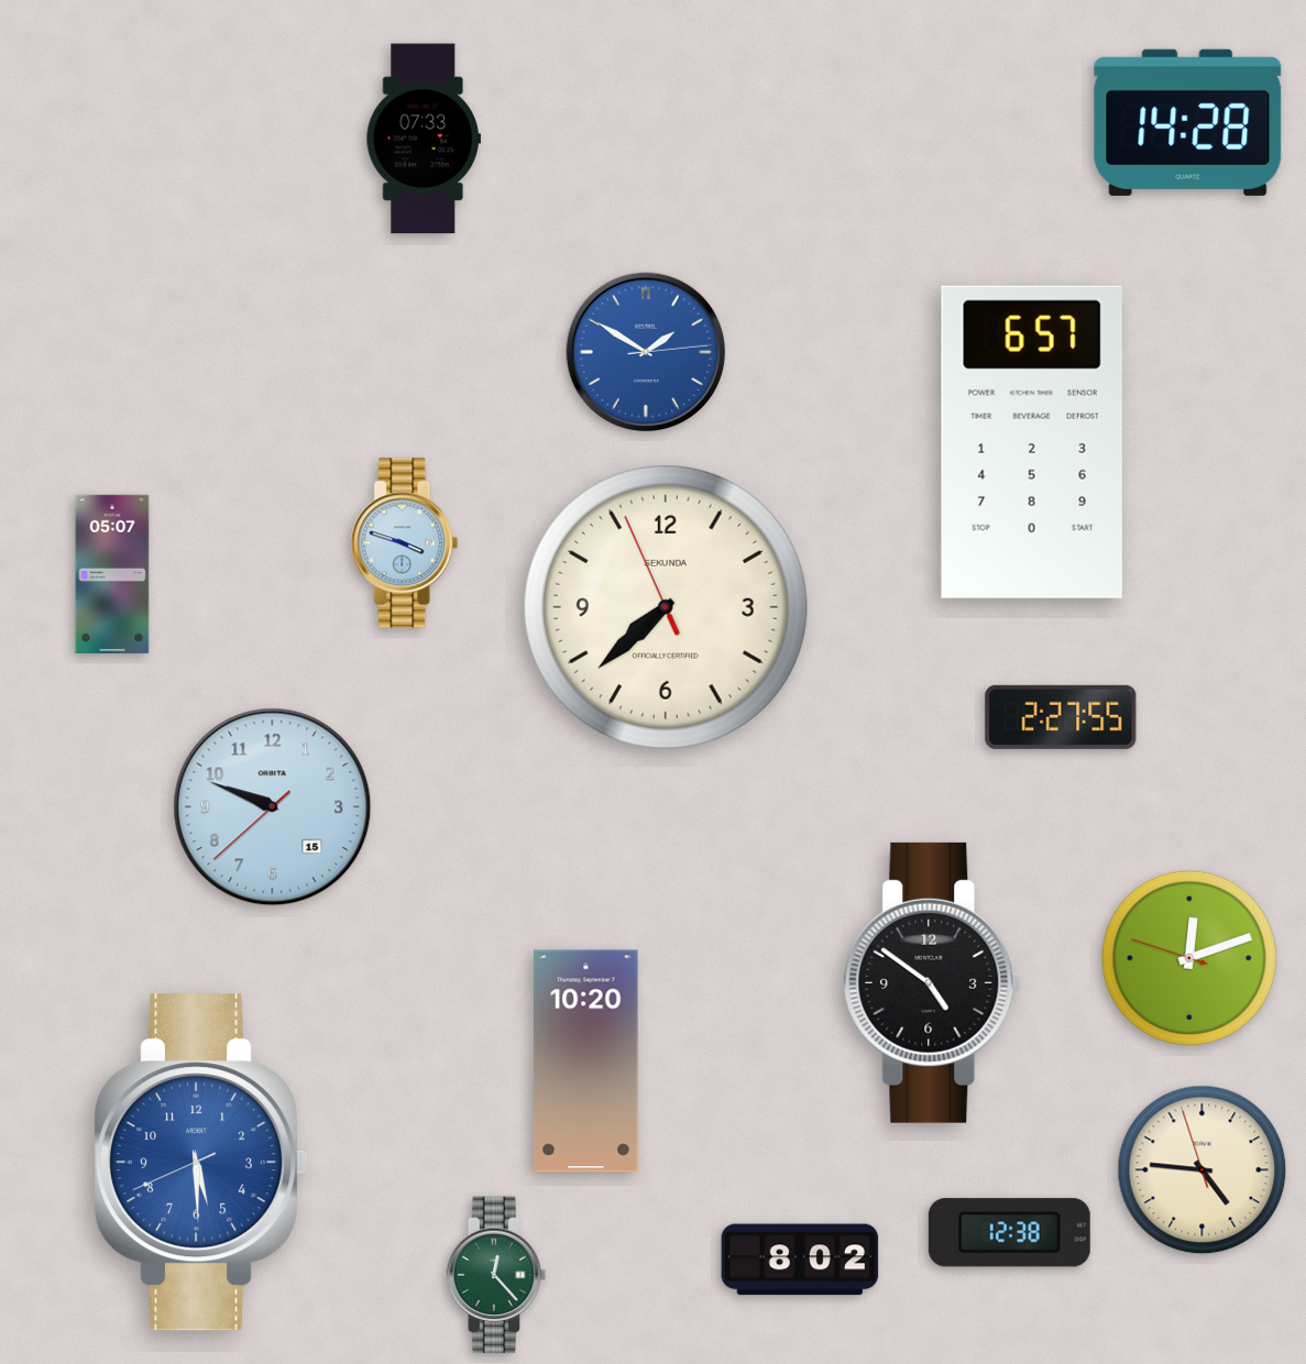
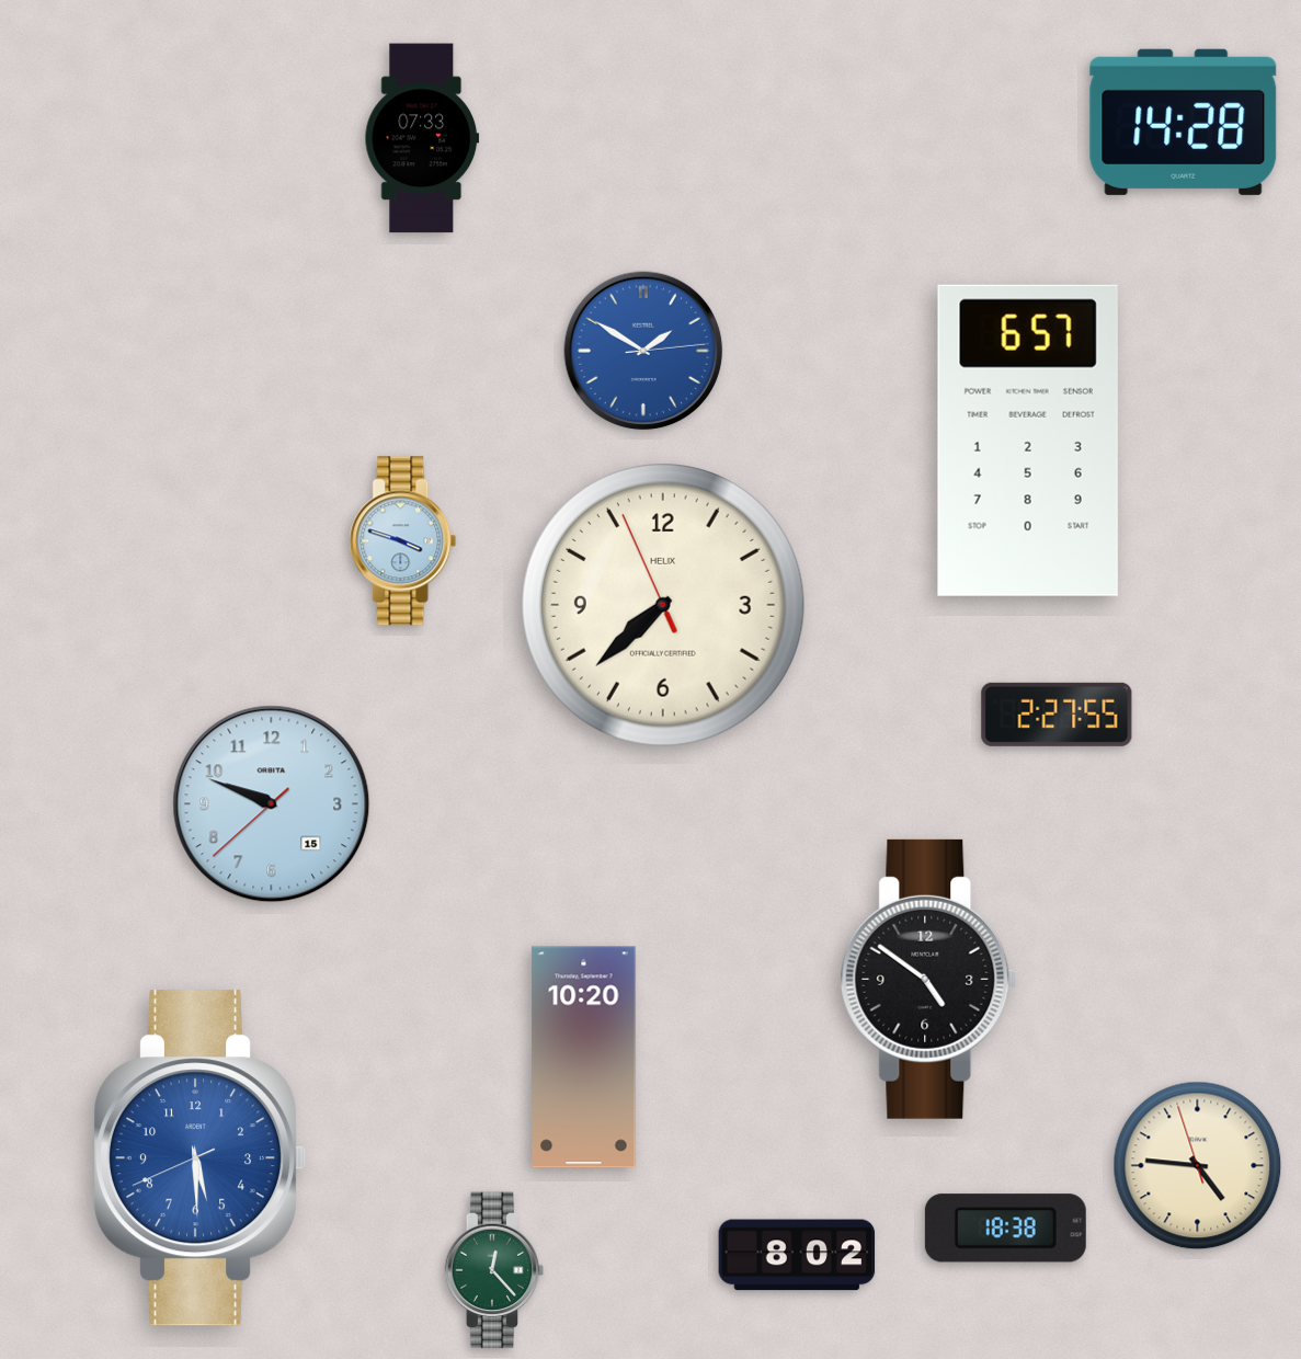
clock at (112, 573): 05:07 -> none
clock at (666, 607) brand: SEKUNDA -> HELIX
clock at (1189, 958): 12:11 -> none
clock at (1009, 1233): 12:38 -> 18:38
